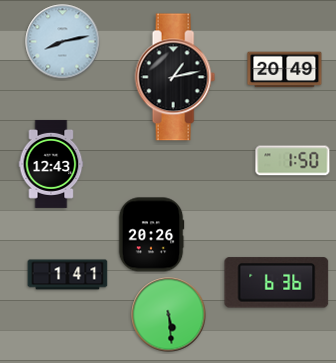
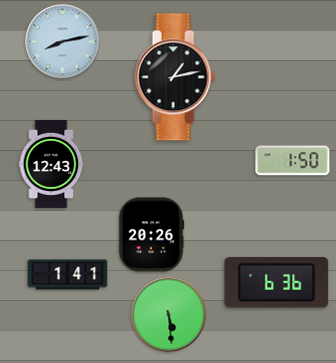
clock at (285, 70): 20:49 -> none
